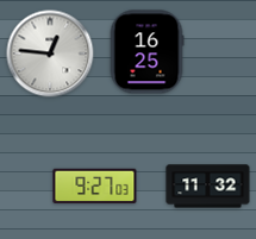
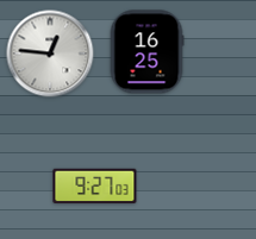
clock at (208, 187): 11:32 -> none
